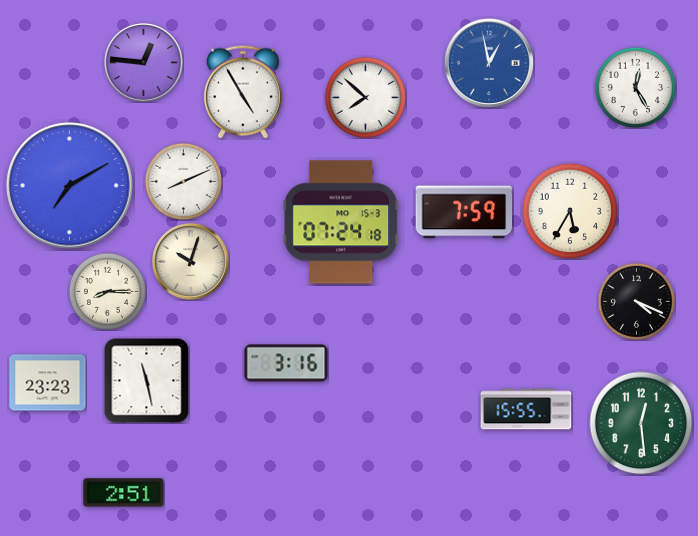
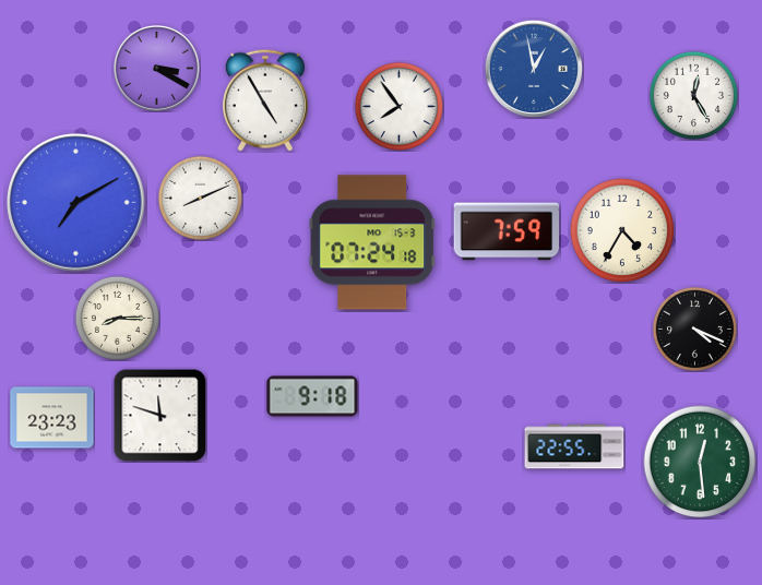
clock at (143, 62): 12:46 -> 3:20
clock at (365, 97): 7:52 -> 7:54
clock at (570, 211): 5:35 -> 4:35
clock at (191, 262): 10:03 -> none
clock at (286, 363): 3:16 -> 9:18
clock at (146, 380): 11:28 -> 11:48
clock at (526, 409): 15:55 -> 22:55
clock at (124, 493): 2:51 -> none
